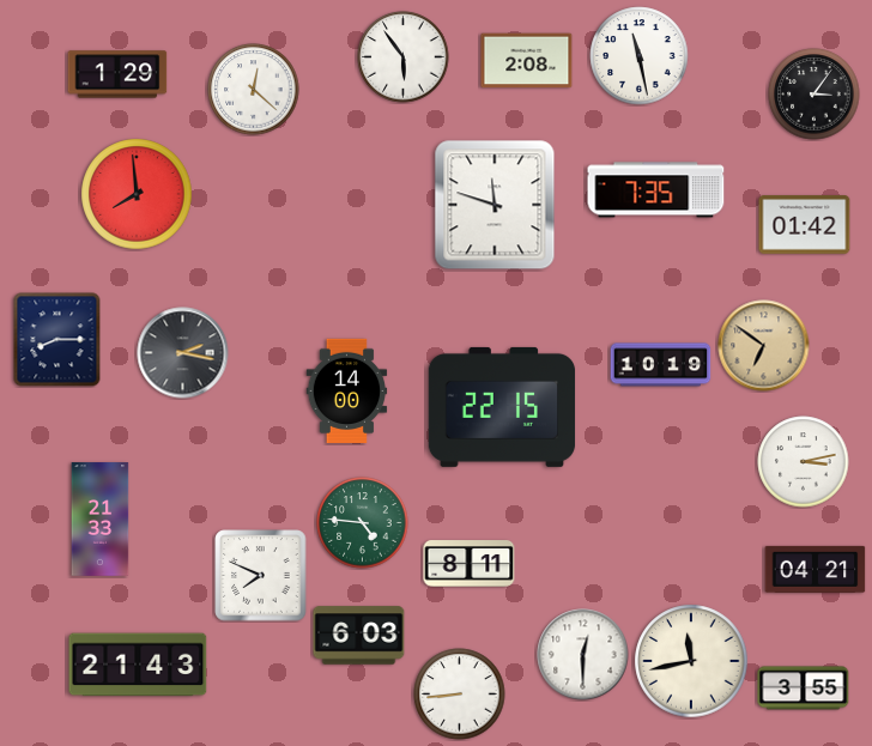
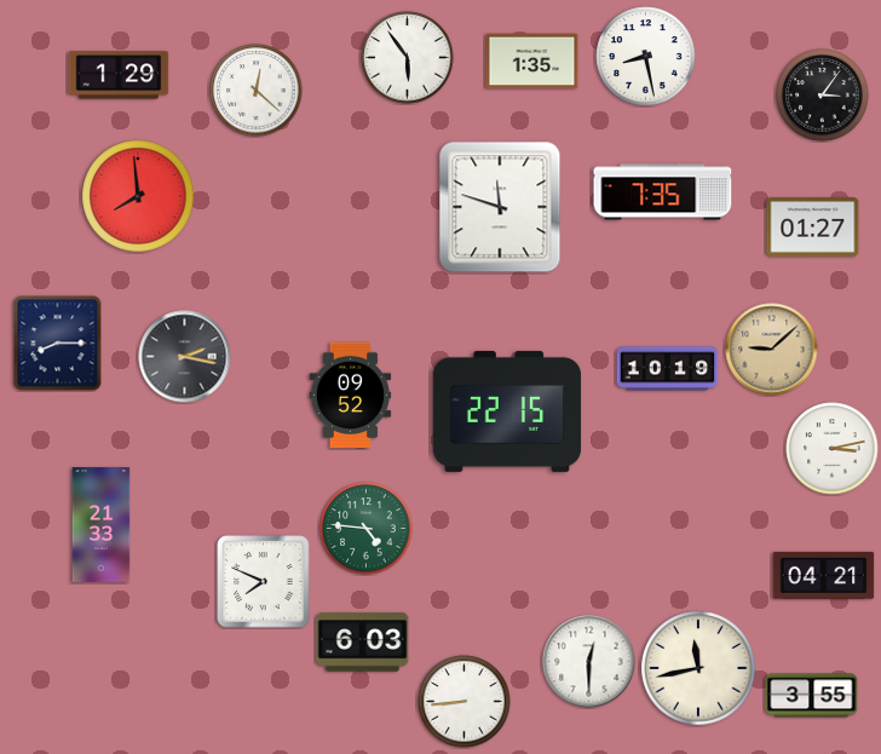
clock at (640, 56): 11:28 -> 8:28
clock at (527, 61): 2:08 -> 1:35
clock at (805, 225): 01:42 -> 01:27
clock at (764, 346): 6:51 -> 9:08
clock at (347, 390): 14:00 -> 09:52
clock at (804, 462) position: (804, 462) -> (833, 449)
clock at (470, 564): 8:11 -> none
clock at (138, 665): 21:43 -> none
